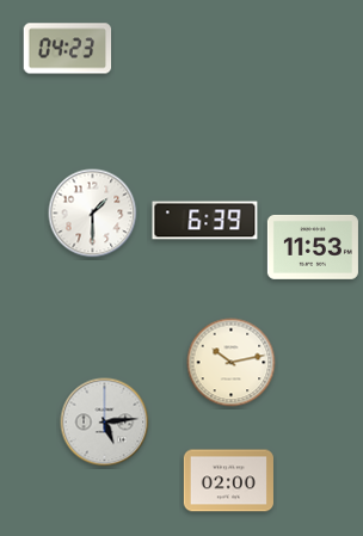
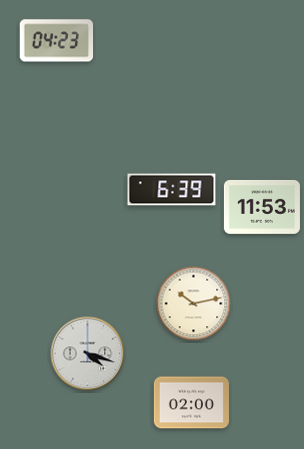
clock at (93, 214): 1:30 -> none
clock at (205, 221) position: (205, 221) -> (172, 190)
clock at (105, 423): 5:14 -> 4:18
